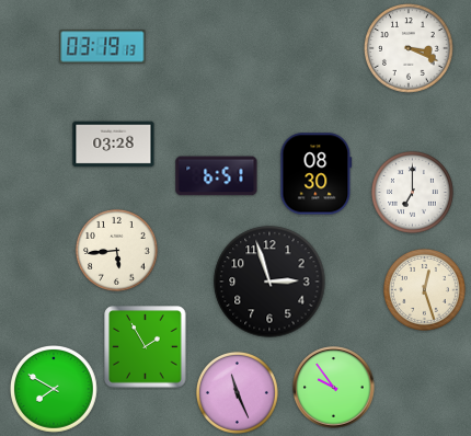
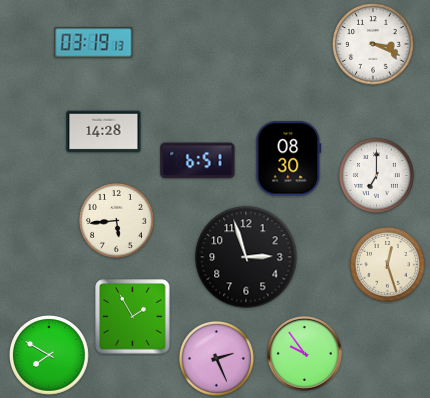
clock at (114, 145): 03:28 -> 14:28
clock at (116, 250) position: (116, 250) -> (116, 220)
clock at (237, 392): 11:26 -> 2:26
